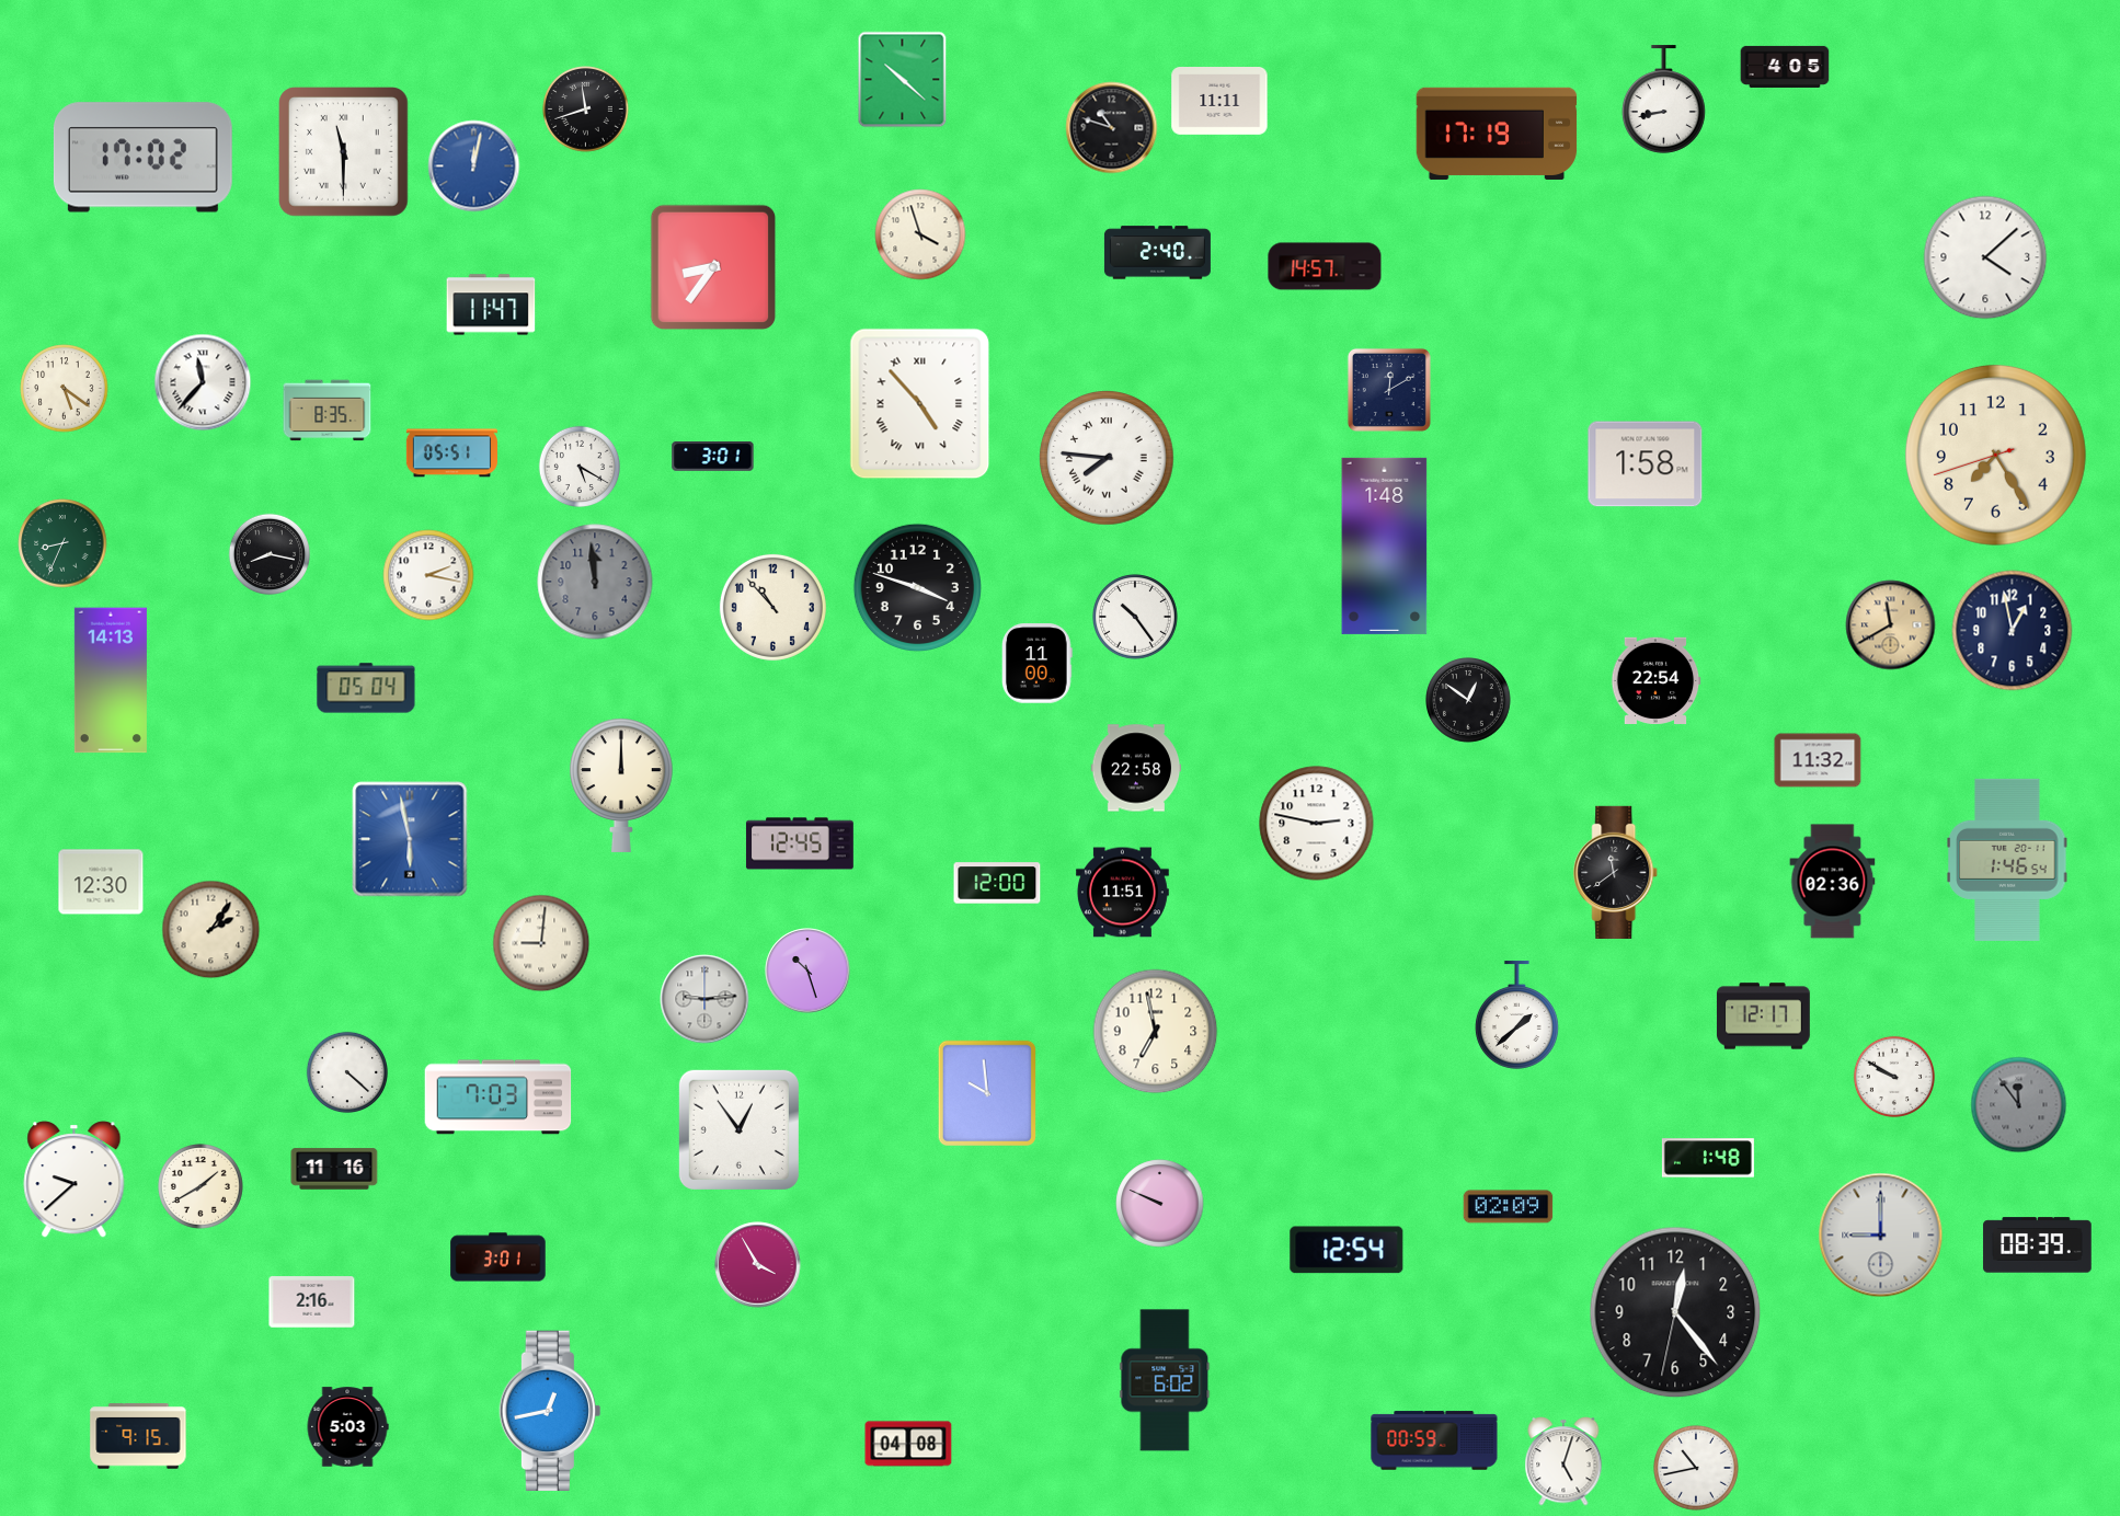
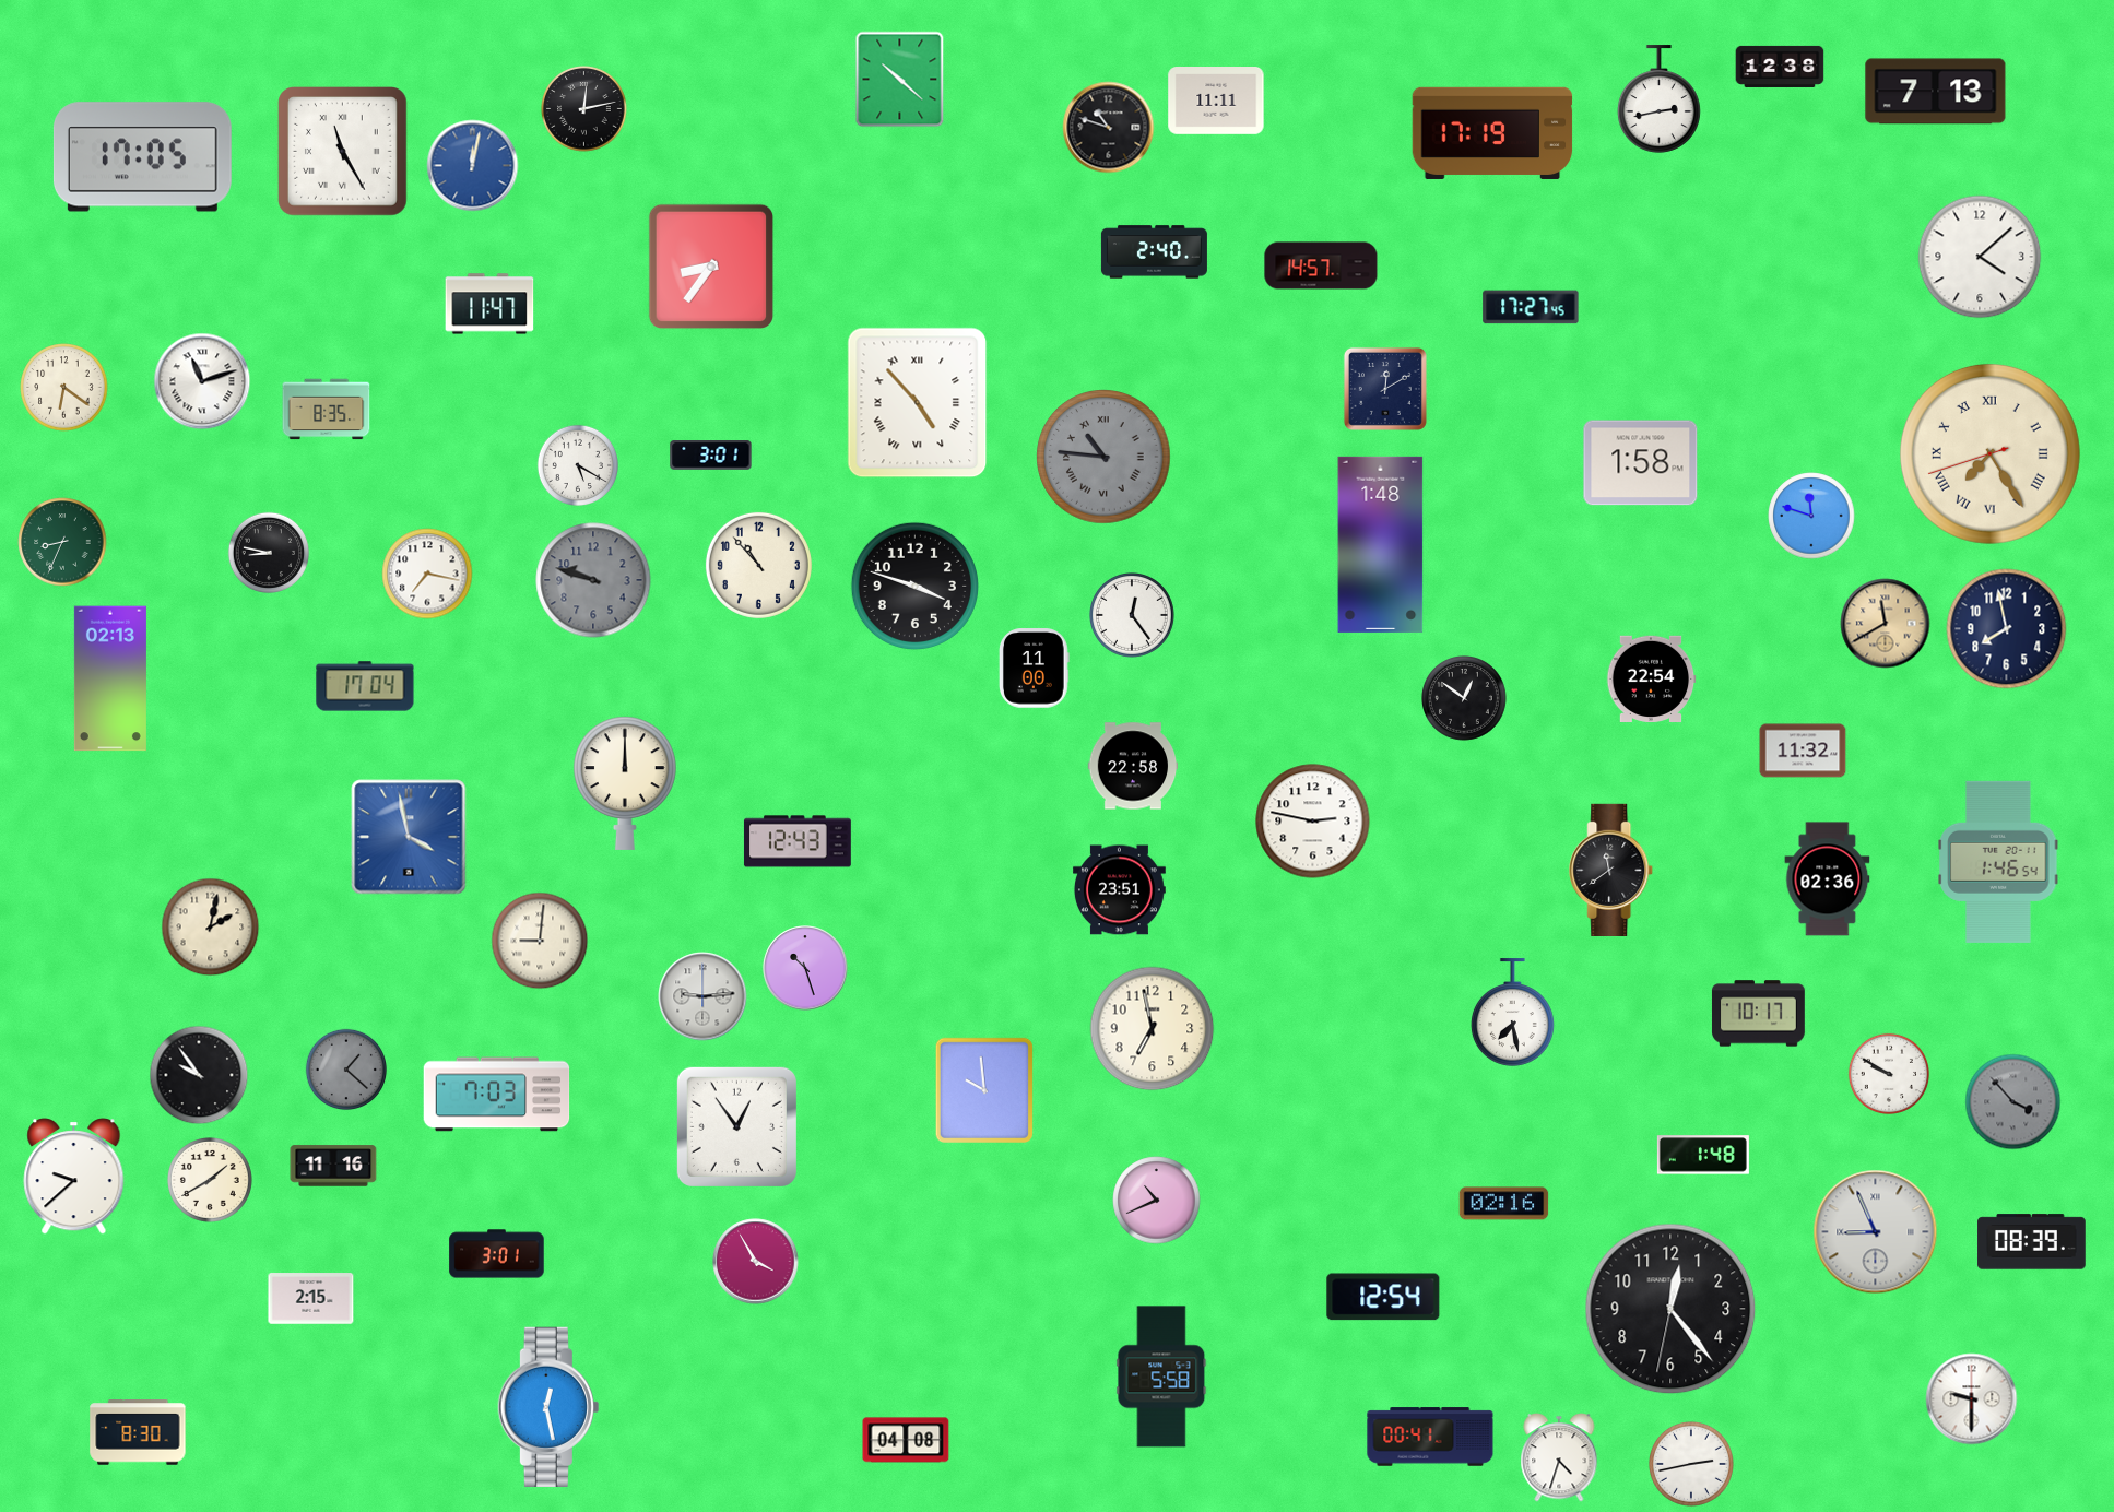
clock at (1785, 67): 4:05 -> 12:38
clock at (1936, 92): none -> 7:13
clock at (1663, 100): 8:43 -> 2:43
clock at (586, 110): 11:42 -> 12:13
clock at (344, 152): 11:30 -> 11:25
clock at (142, 158): 17:02 -> 17:05
clock at (920, 234): 3:57 -> none
clock at (1531, 307): none -> 17:27
clock at (203, 382): 11:37 -> 11:12
clock at (65, 389): 5:21 -> 6:21
clock at (451, 453): 05:51 -> none
clock at (1995, 455) numerals: Arabic -> Roman
clock at (1107, 458): 7:46 -> 10:46
clock at (1107, 458) dial: white -> grey
clock at (1811, 516): none -> 11:48
clock at (268, 553): 8:17 -> 8:47
clock at (428, 575): 2:17 -> 7:17
clock at (595, 582): 11:59 -> 9:48
clock at (772, 607) position: (772, 607) -> (758, 565)
clock at (1136, 618): 10:24 -> 12:24
clock at (2013, 631): 12:58 -> 7:58
clock at (1038, 664) position: (1038, 664) -> (1035, 669)
clock at (111, 680): 14:13 -> 02:13
clock at (366, 688): 05:04 -> 17:04
clock at (1818, 760) position: (1818, 760) -> (1803, 751)
clock at (622, 785) position: (622, 785) -> (626, 783)
clock at (410, 839): 5:58 -> 3:58
clock at (800, 843): 12:45 -> 12:43
clock at (2007, 860) position: (2007, 860) -> (1998, 862)
clock at (101, 882): 12:30 -> none
clock at (997, 883): 12:00 -> none
clock at (1122, 893): 11:51 -> 23:51
clock at (211, 930): 2:06 -> 2:02
clock at (1516, 1015): 1:38 -> 7:28
clock at (1763, 1017): 12:17 -> 10:17
clock at (346, 1071): 4:22 -> 1:22
clock at (346, 1071) dial: white -> grey
clock at (199, 1075): none -> 9:54
clock at (2019, 1105): 11:54 -> 3:53
clock at (202, 1187) position: (202, 1187) -> (211, 1181)
clock at (1160, 1204): 9:49 -> 10:41
clock at (1509, 1207): 02:09 -> 02:16
clock at (1881, 1236): 9:00 -> 8:56
clock at (1347, 1250) position: (1347, 1250) -> (1383, 1297)
clock at (312, 1302): 2:16 -> 2:15
clock at (1165, 1380): 6:02 -> 5:58
clock at (1972, 1399): none -> 9:30
clock at (550, 1411): 12:43 -> 12:28
clock at (347, 1427): 5:03 -> none
clock at (138, 1436): 9:15 -> 8:30
clock at (1434, 1440): 00:59 -> 00:41
clock at (1563, 1461): 5:03 -> 4:33
clock at (1697, 1469): 10:43 -> 2:43
